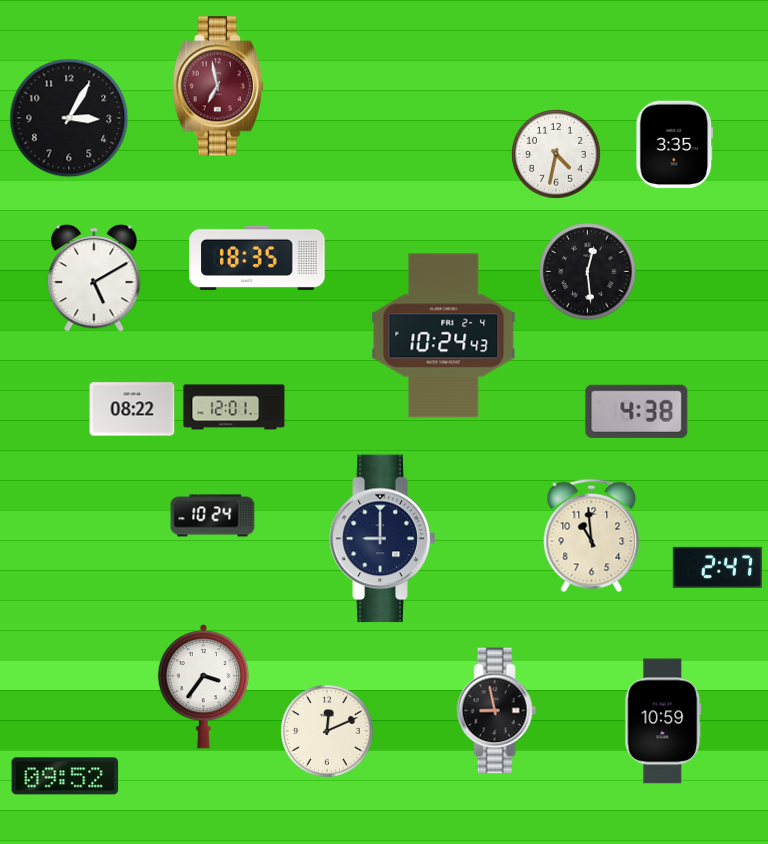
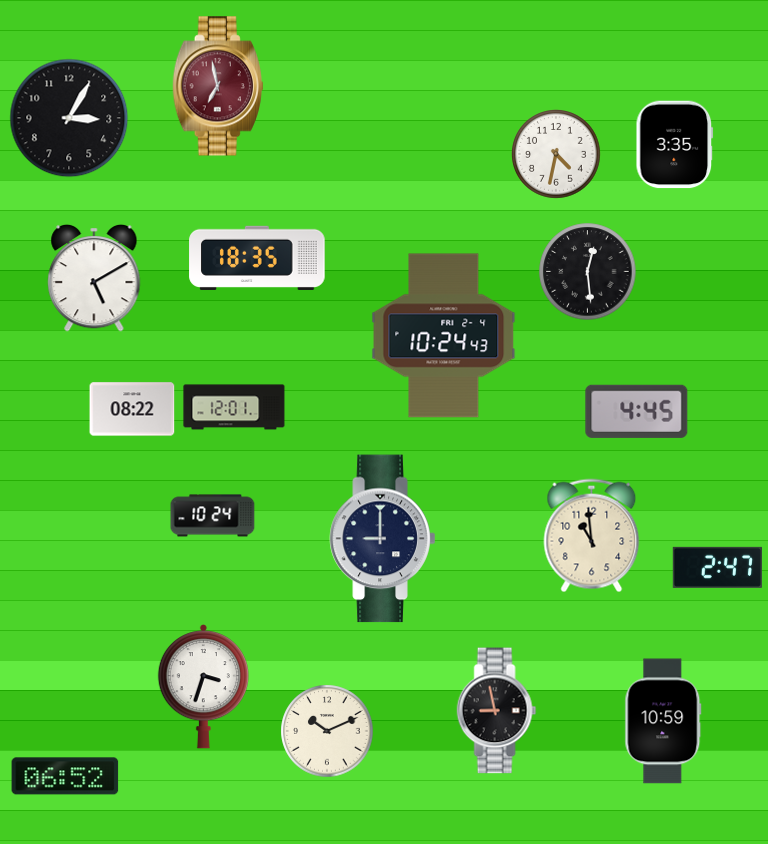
clock at (637, 411): 4:38 -> 4:45
clock at (203, 687): 3:36 -> 3:33
clock at (327, 731): 12:11 -> 10:11
clock at (65, 776): 09:52 -> 06:52
